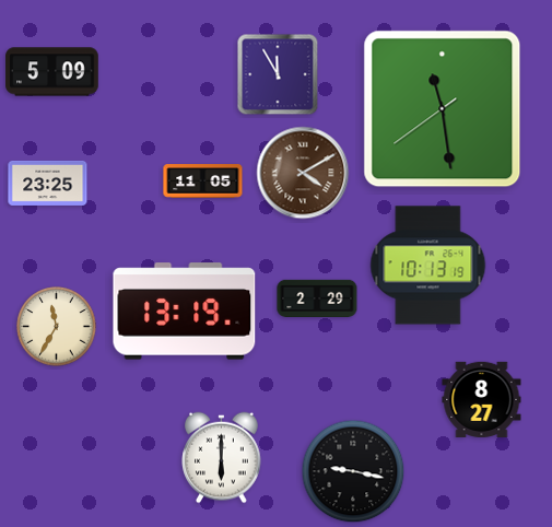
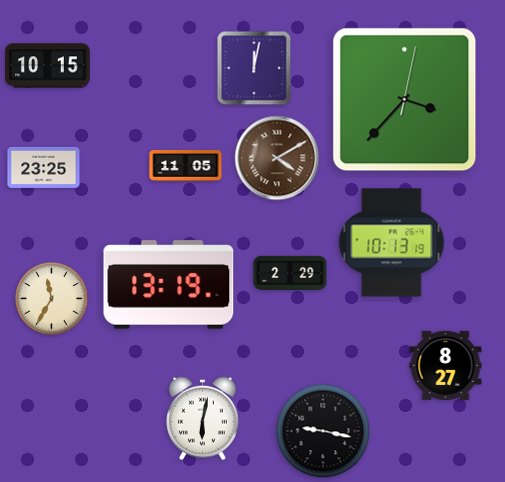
clock at (52, 72): 5:09 -> 10:15
clock at (278, 74): 11:55 -> 12:02
clock at (443, 109): 11:28 -> 3:37
clock at (482, 399) position: (482, 399) -> (446, 365)
clock at (222, 458): 6:00 -> 6:02
